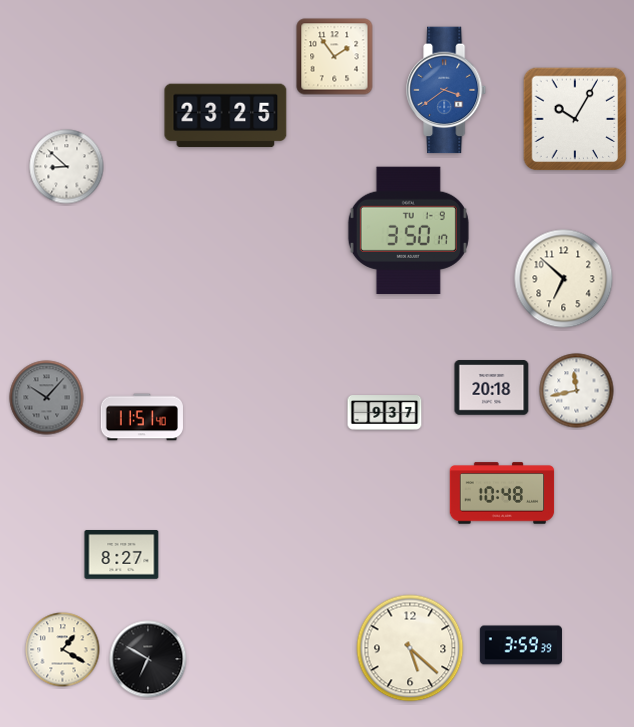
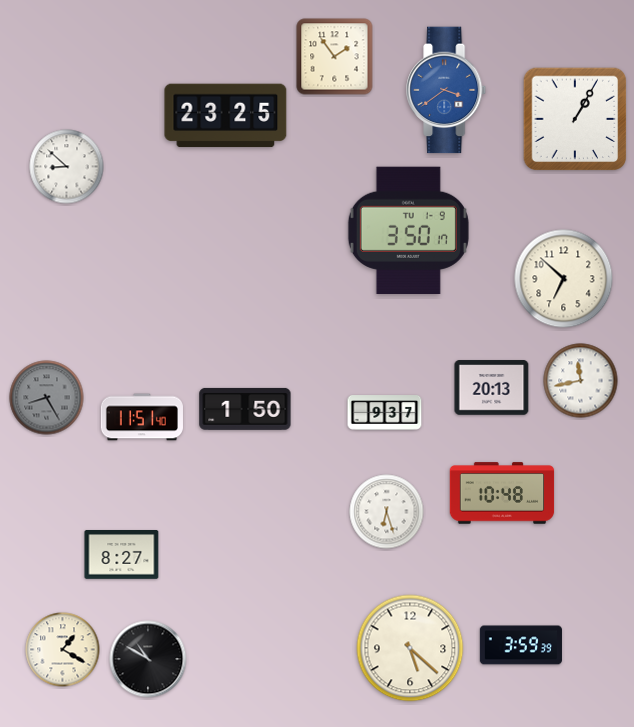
clock at (575, 119): 10:05 -> 1:05
clock at (492, 388): 20:18 -> 20:13
clock at (577, 391) position: (577, 391) -> (581, 381)
clock at (47, 398): 10:07 -> 8:25
clock at (245, 409): none -> 1:50
clock at (387, 512): none -> 6:27
clock at (148, 659): 6:50 -> 10:50
